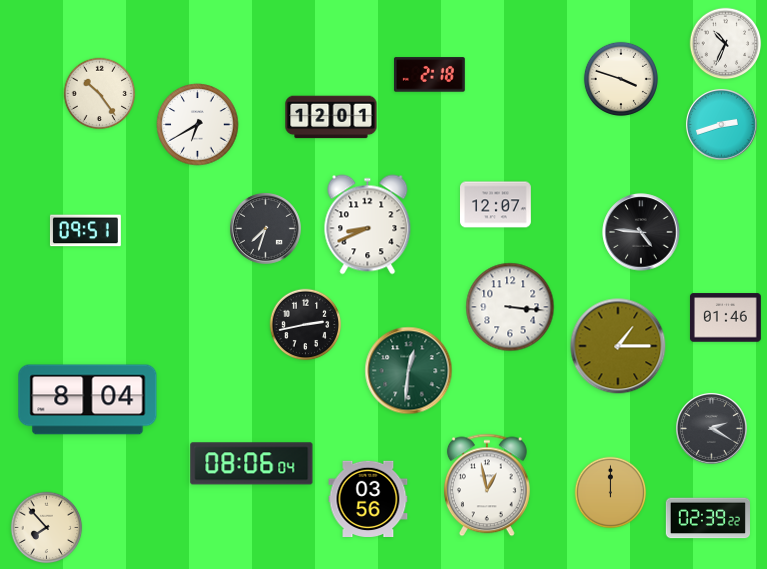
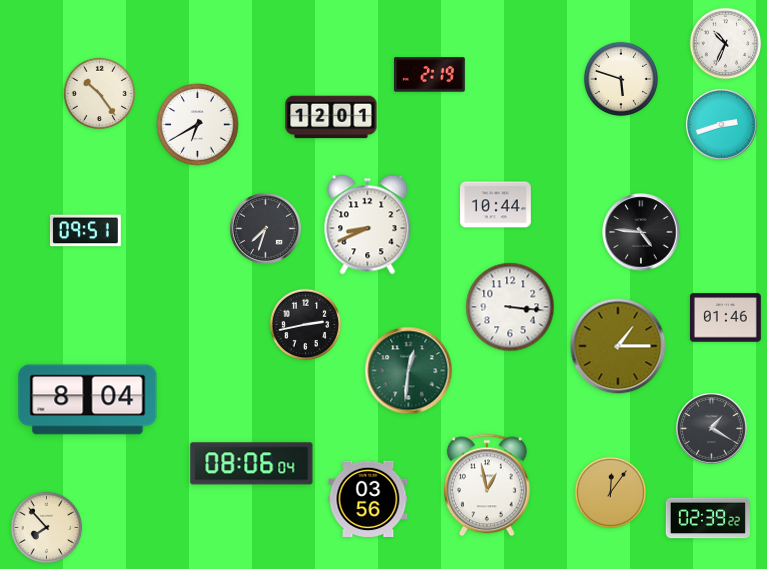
clock at (429, 75): 2:18 -> 2:19
clock at (621, 79): 3:48 -> 5:48
clock at (496, 205): 12:07 -> 10:44
clock at (712, 429): 2:20 -> 1:20
clock at (611, 493): 12:00 -> 12:06
